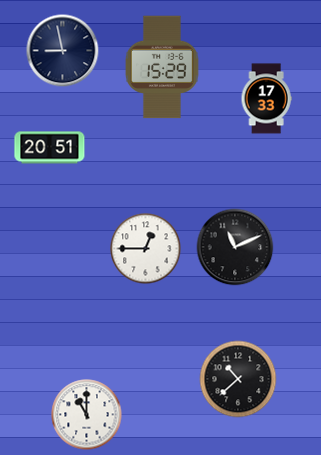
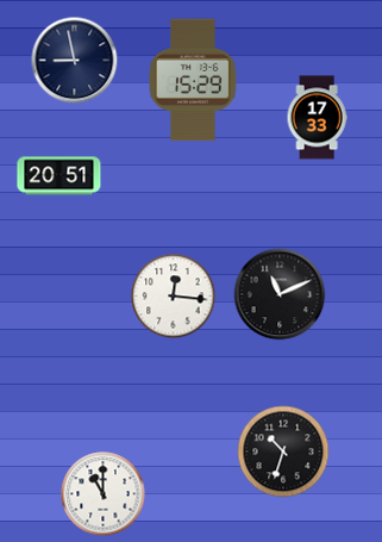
clock at (146, 249): 12:45 -> 12:16
clock at (238, 379): 10:38 -> 10:33
